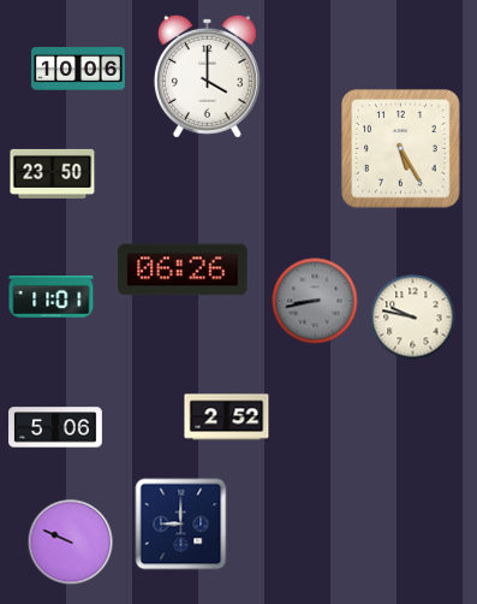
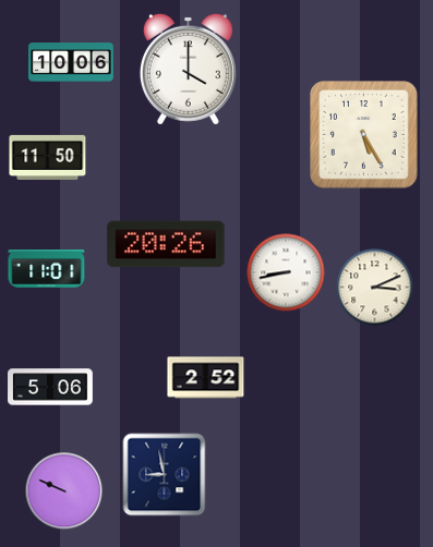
clock at (53, 173): 23:50 -> 11:50
clock at (183, 270): 06:26 -> 20:26
clock at (315, 301) dial: grey -> white
clock at (413, 318): 9:47 -> 3:11
clock at (181, 525): 9:00 -> 8:58
